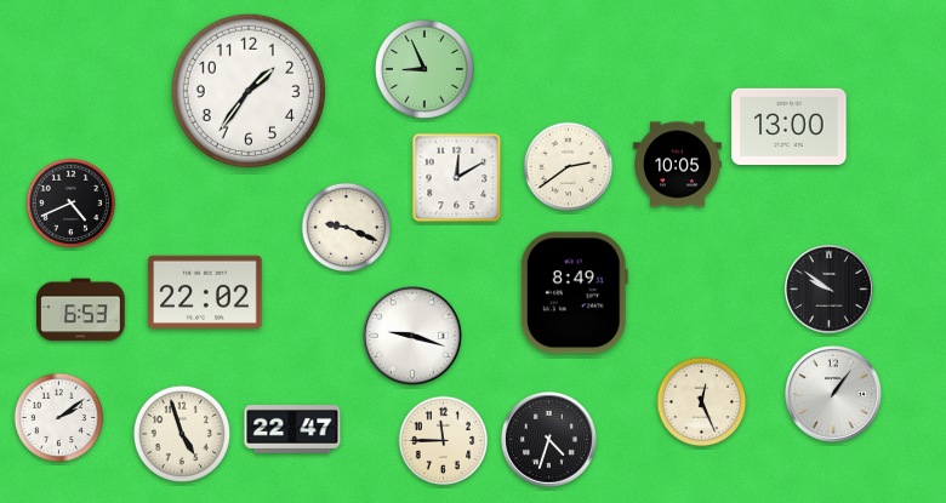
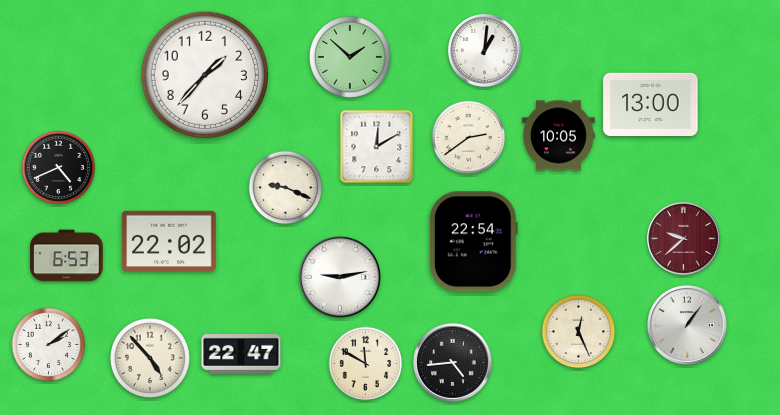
clock at (484, 50): none -> 1:01
clock at (424, 69): 8:56 -> 1:52
clock at (247, 90): 1:36 -> 1:37
clock at (828, 288): 9:51 -> 9:38
clock at (828, 288) dial: black -> burgundy
clock at (574, 293): 8:49 -> 22:54
clock at (414, 337): 9:18 -> 9:13
clock at (182, 434): 4:57 -> 4:53
clock at (549, 440): 4:33 -> 4:44
clock at (444, 441): 11:45 -> 11:50
